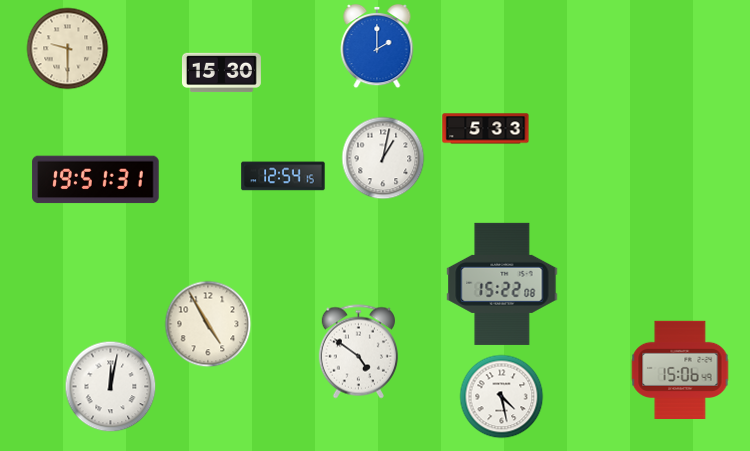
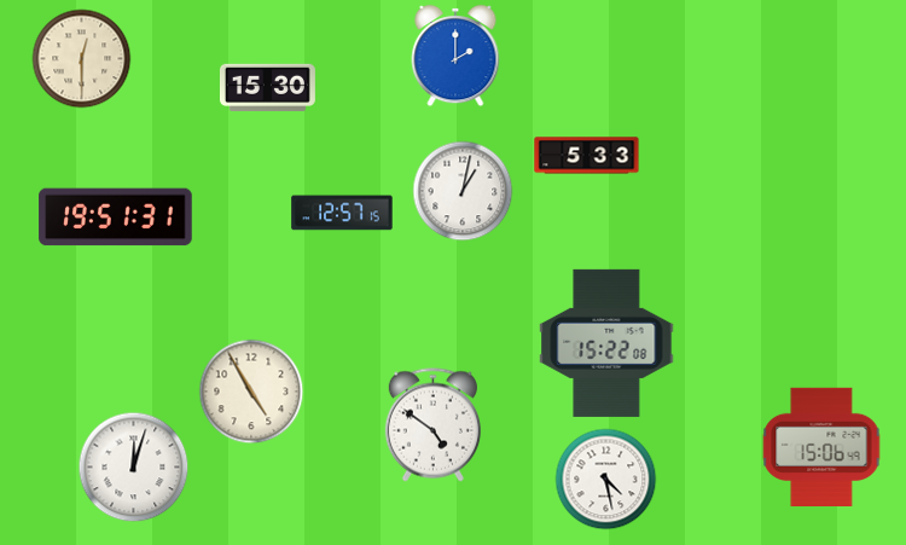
clock at (68, 49): 9:30 -> 12:30
clock at (283, 176): 12:54 -> 12:57
clock at (111, 387): 12:02 -> 12:03
